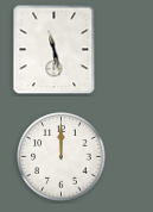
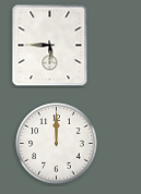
clock at (55, 50): 11:28 -> 5:45
